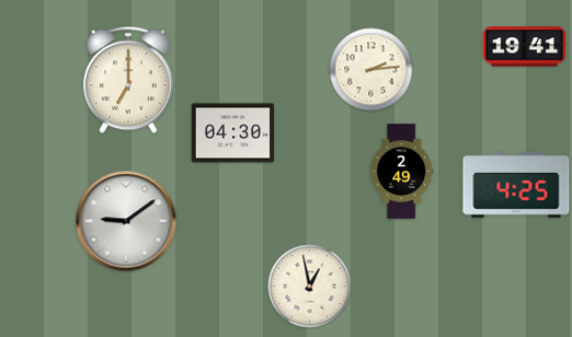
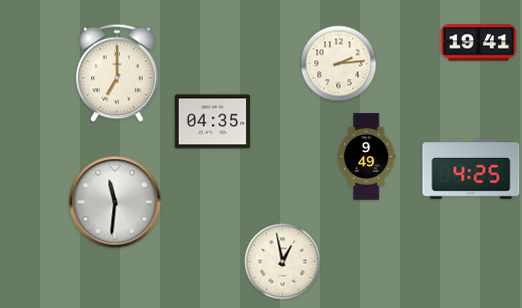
clock at (233, 133): 04:30 -> 04:35
clock at (401, 172): 2:49 -> 9:49
clock at (126, 221): 9:09 -> 11:31
